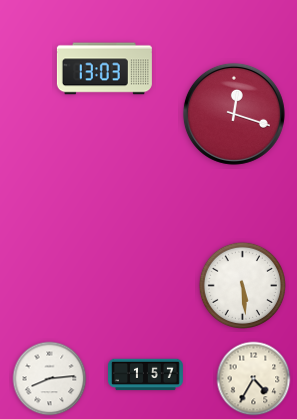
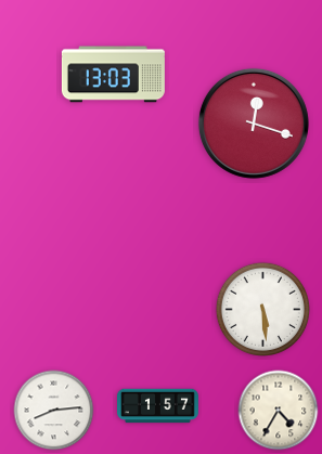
clock at (254, 379) position: (254, 379) -> (279, 411)
